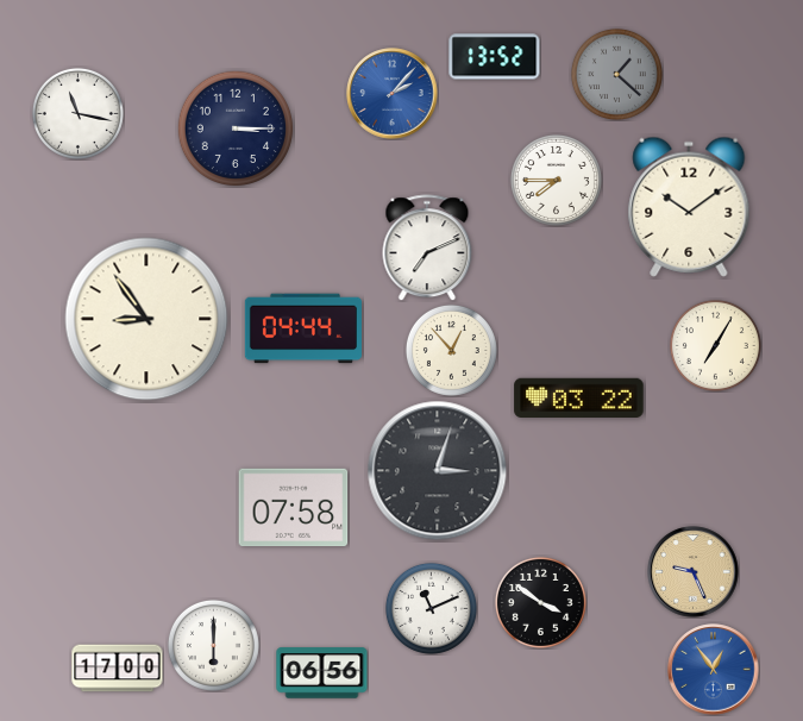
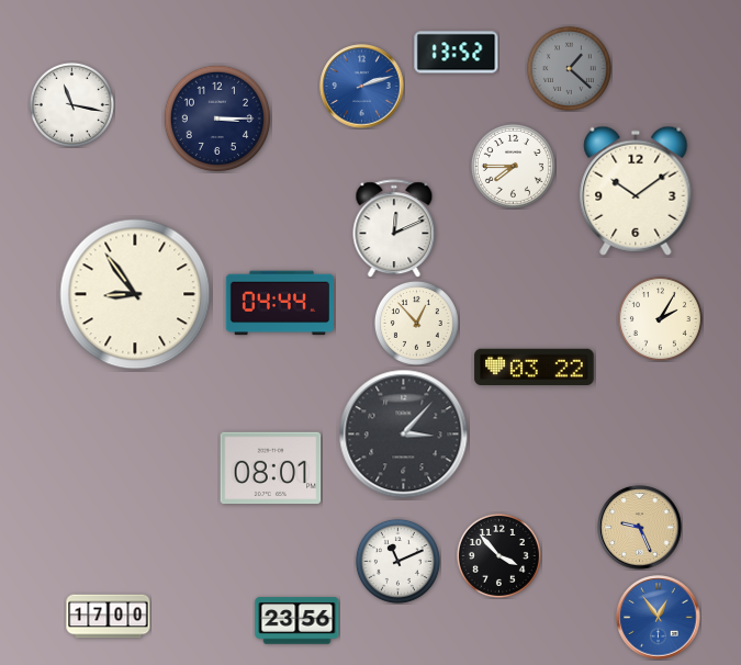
clock at (393, 94): 2:07 -> 2:12
clock at (427, 247): 7:11 -> 12:11
clock at (715, 345): 7:05 -> 2:05
clock at (438, 471): 3:03 -> 3:07
clock at (294, 508): 07:58 -> 08:01
clock at (540, 602): 3:51 -> 3:53
clock at (213, 645): 6:00 -> none
clock at (322, 673): 06:56 -> 23:56
